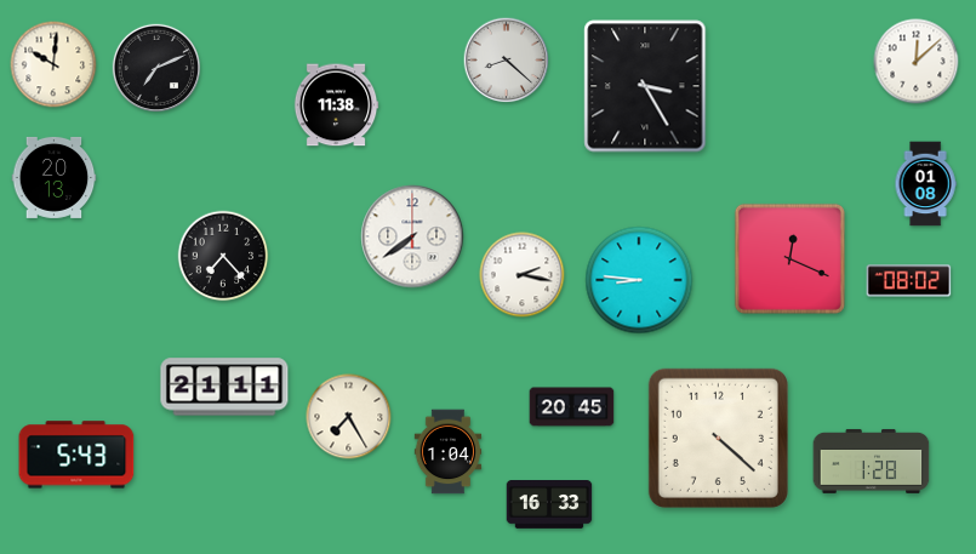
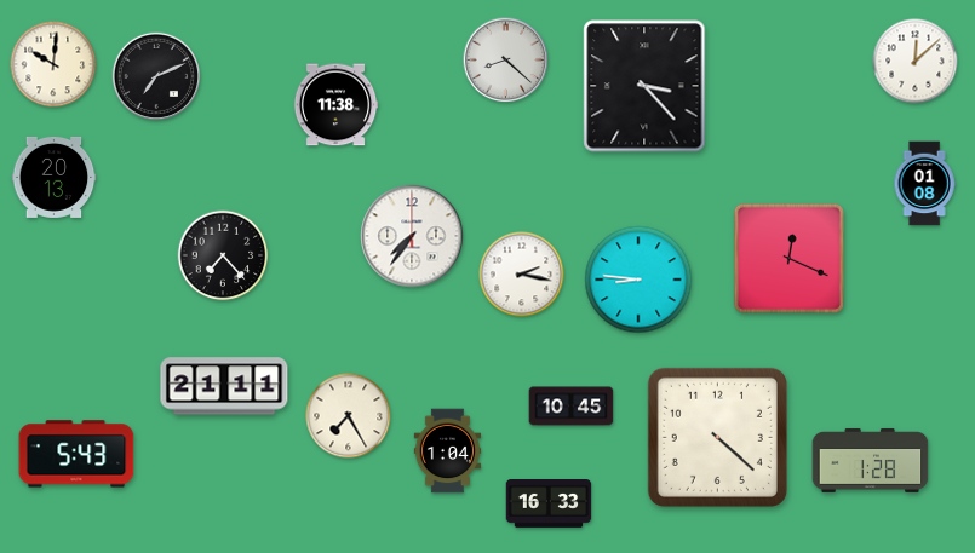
clock at (155, 67) position: (155, 67) -> (155, 75)
clock at (645, 86): 3:25 -> 3:23
clock at (412, 236): 7:39 -> 7:36
clock at (909, 281): 08:02 -> none
clock at (572, 407): 20:45 -> 10:45
